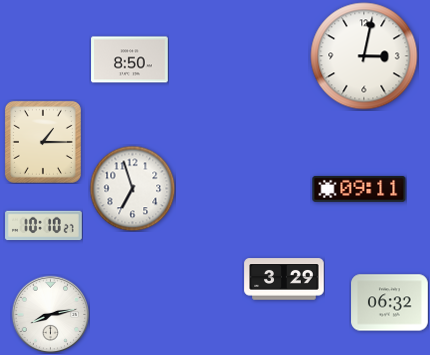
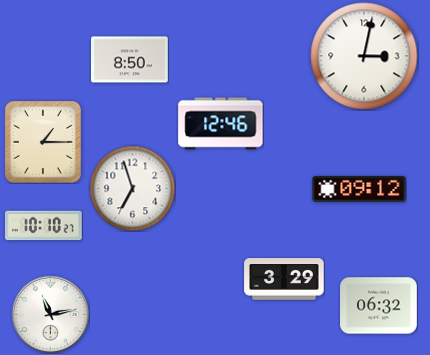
clock at (221, 124): none -> 12:46
clock at (359, 189): 09:11 -> 09:12
clock at (390, 303) position: (390, 303) -> (379, 306)
clock at (50, 314): 8:13 -> 11:13
